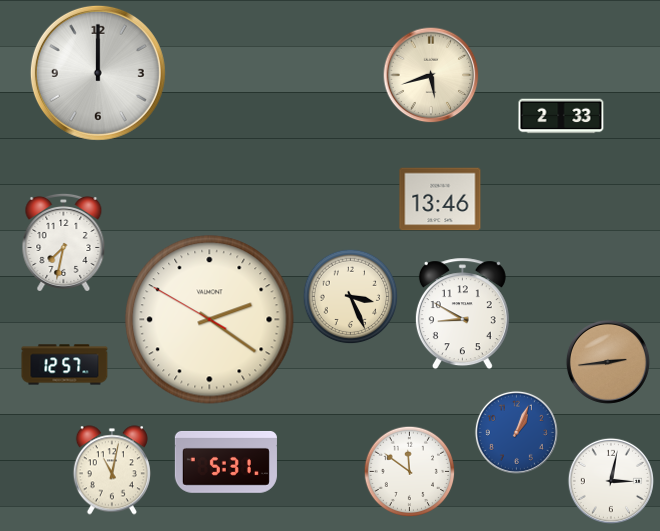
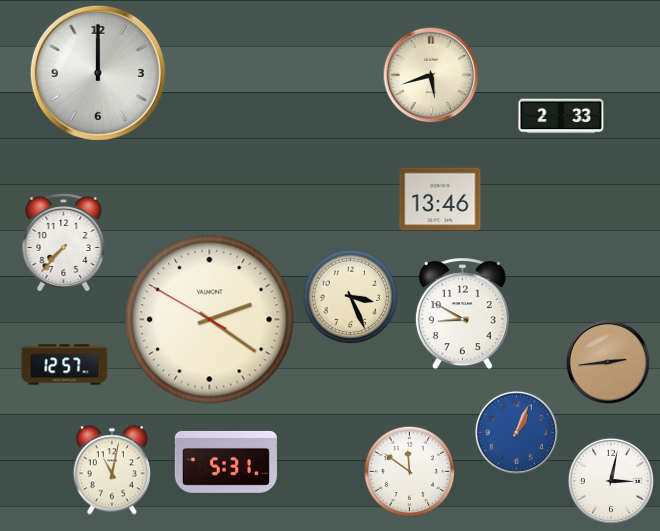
clock at (64, 242): 7:32 -> 7:37
